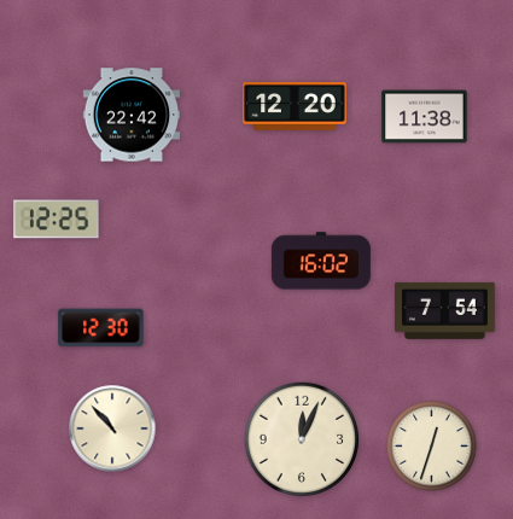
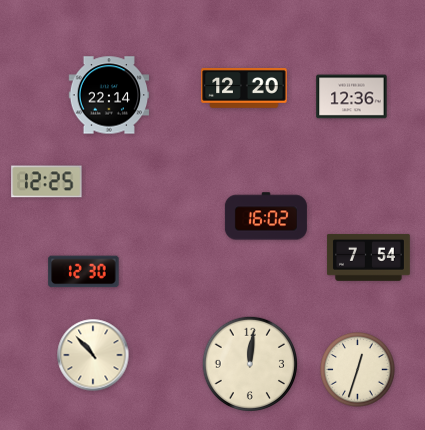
clock at (132, 115): 22:42 -> 22:14
clock at (425, 117): 11:38 -> 12:36
clock at (301, 438): 12:04 -> 12:01
